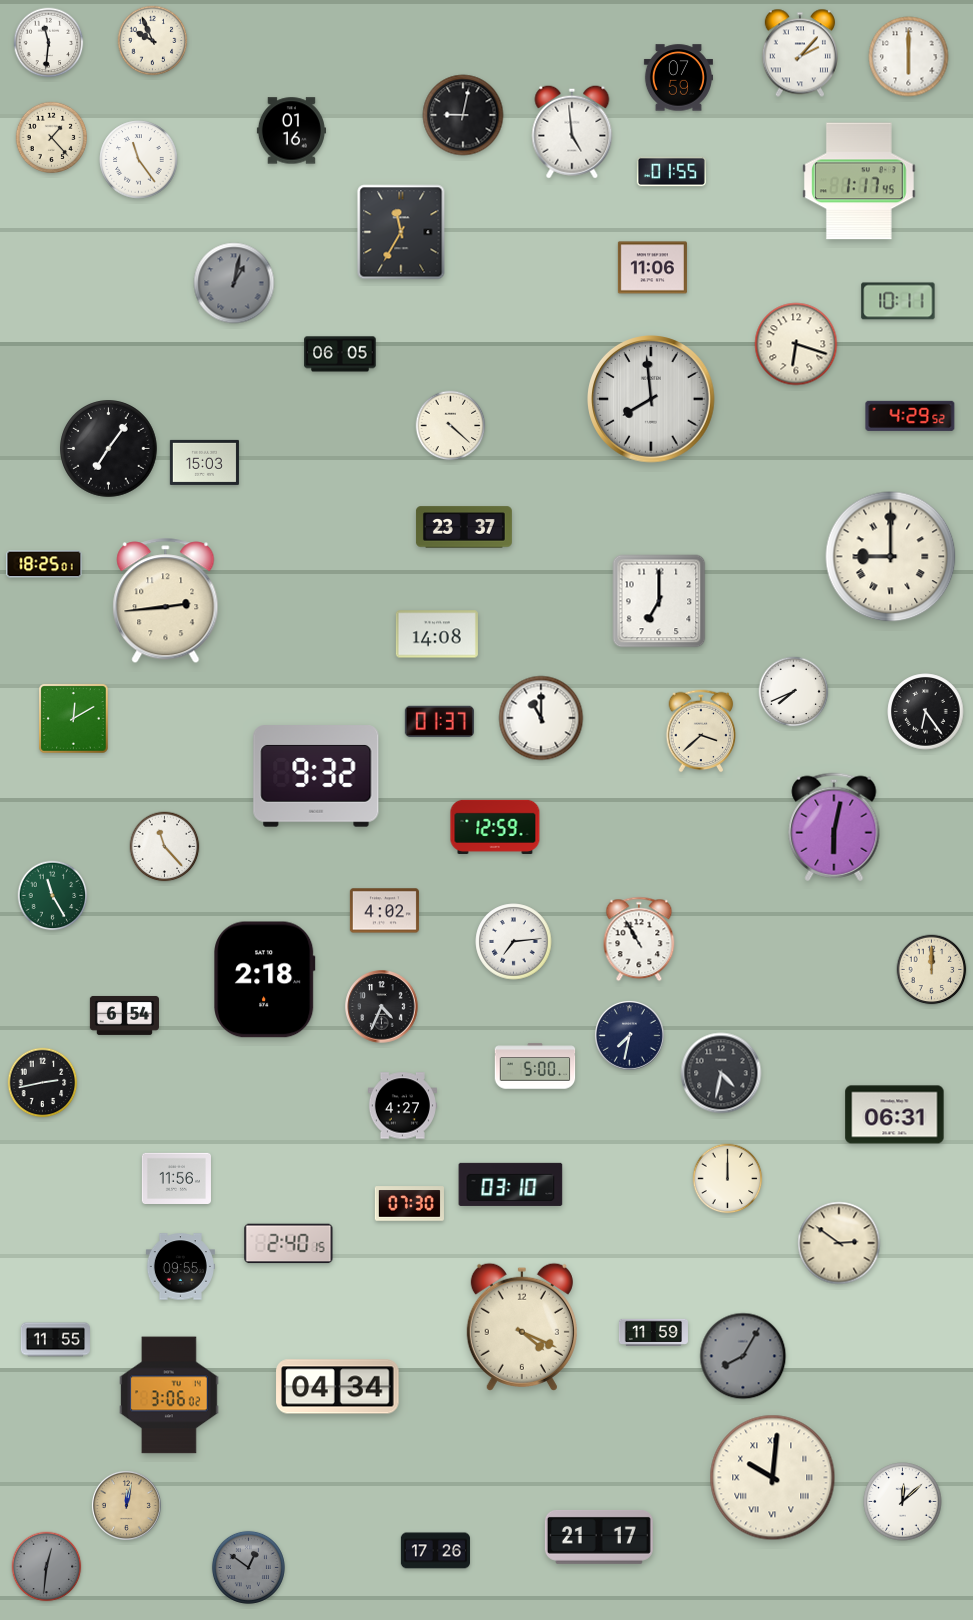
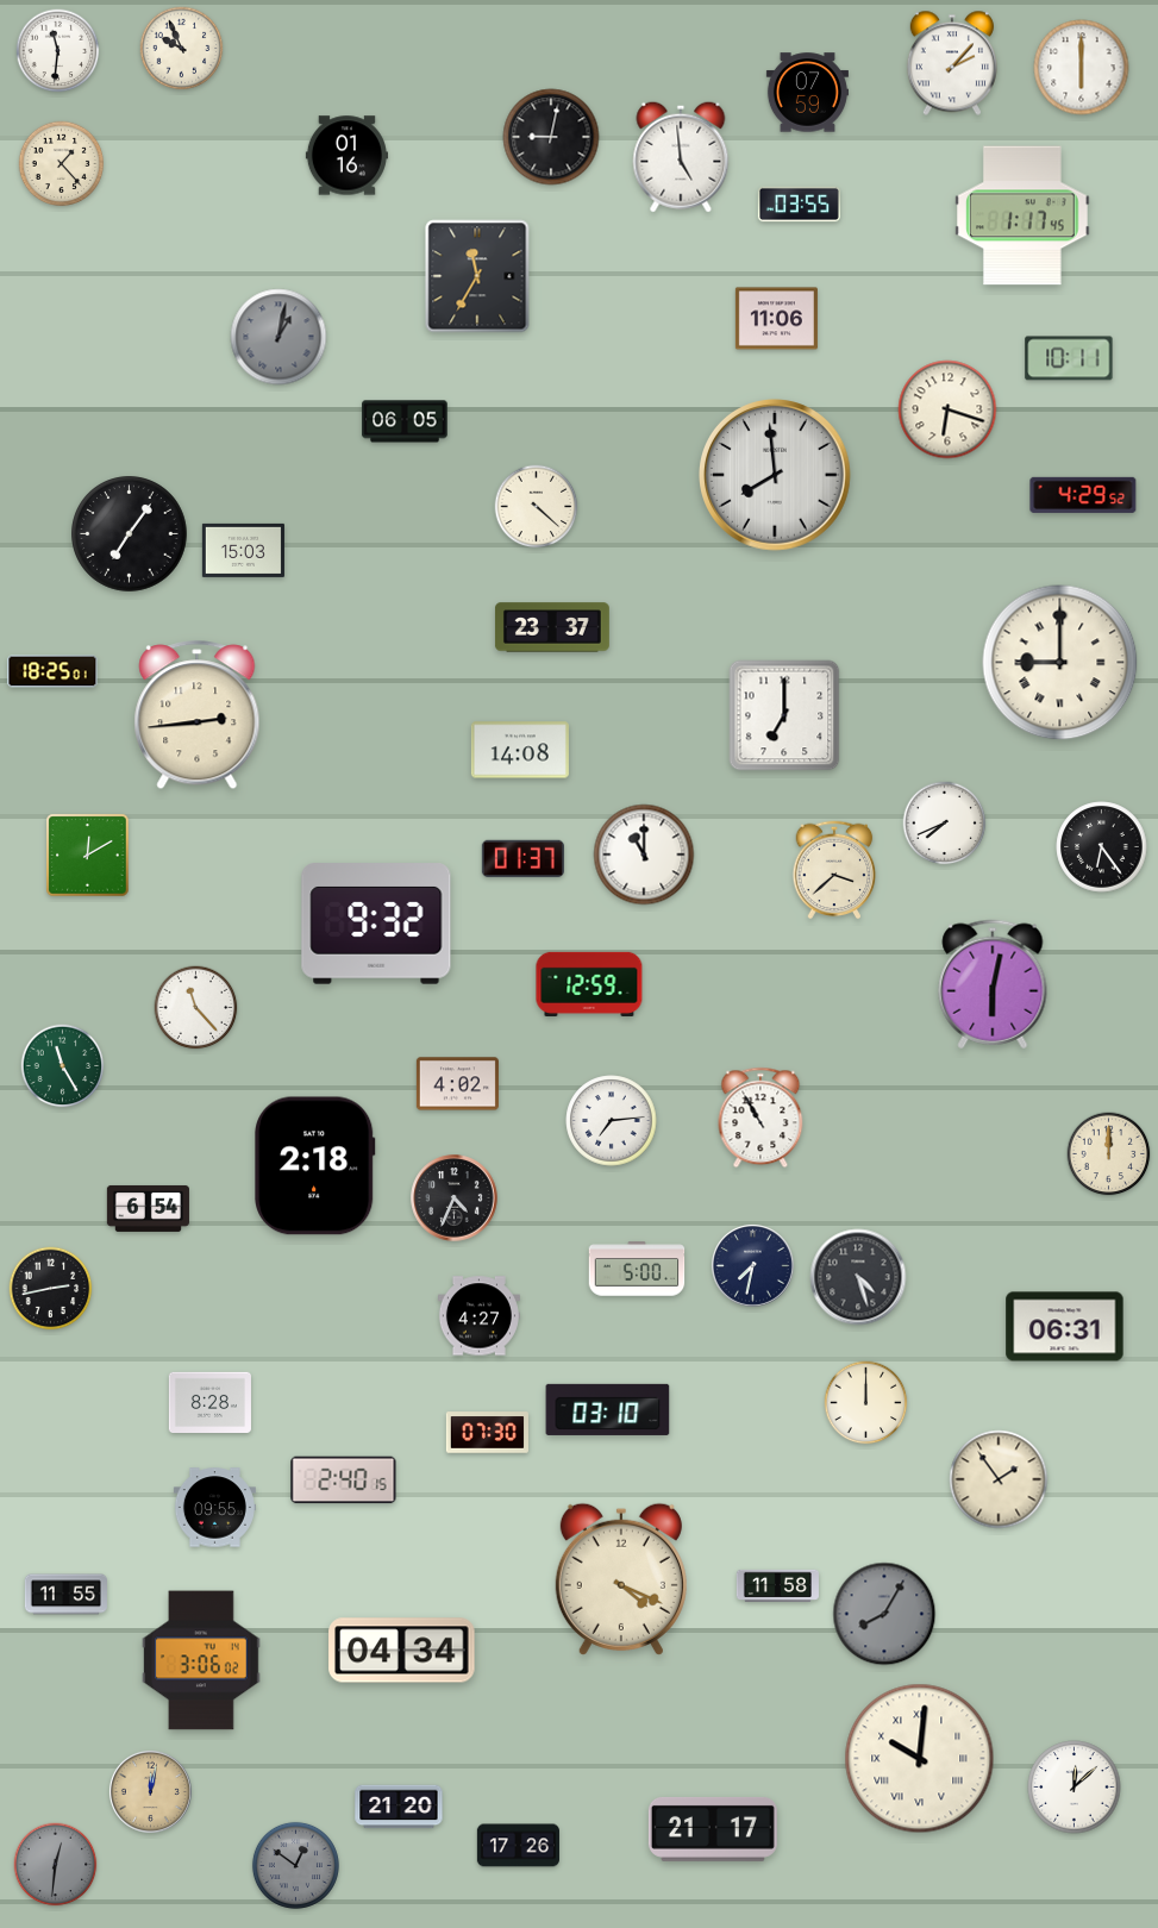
clock at (139, 160): 11:24 -> none
clock at (671, 172): 01:55 -> 03:55
clock at (437, 634) position: (437, 634) -> (520, 750)
clock at (629, 1035) position: (629, 1035) -> (752, 1265)
clock at (721, 1073): 4:32 -> 4:27
clock at (176, 1178): 11:56 -> 8:28
clock at (839, 1243): 2:51 -> 1:54
clock at (653, 1332): 11:59 -> 11:58
clock at (399, 1807): none -> 21:20
